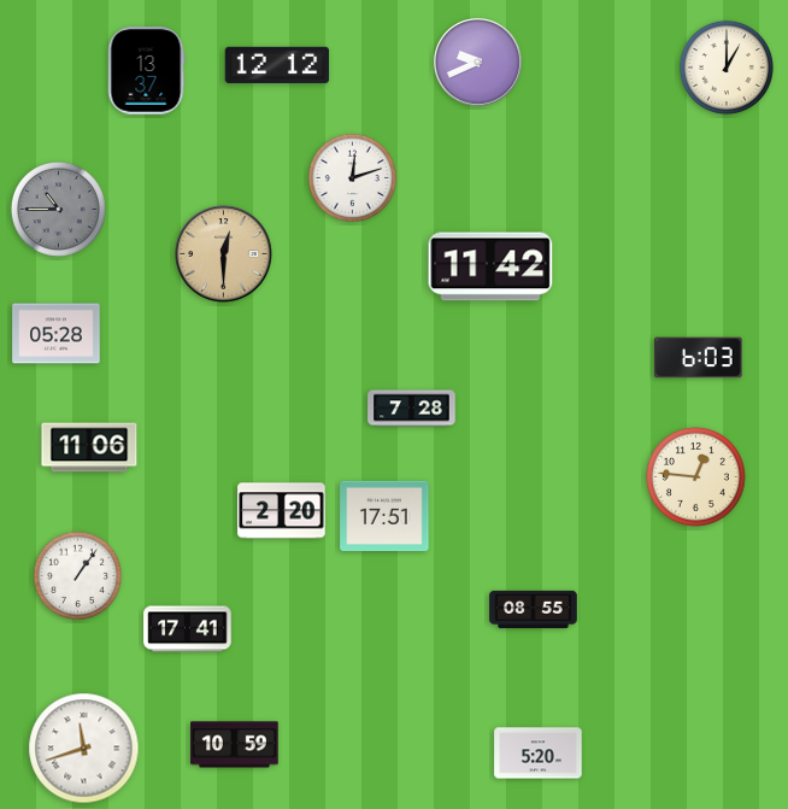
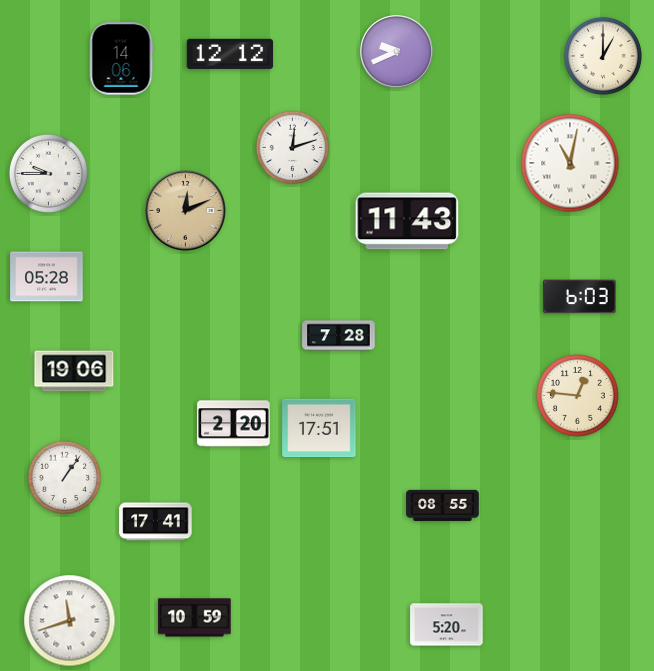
clock at (146, 71): 13:37 -> 14:06
clock at (570, 163): none -> 11:02
clock at (58, 209): 10:45 -> 9:45
clock at (58, 209) dial: grey -> white
clock at (224, 254): 12:30 -> 12:11
clock at (490, 266): 11:42 -> 11:43
clock at (412, 409) position: (412, 409) -> (339, 336)
clock at (89, 447): 11:06 -> 19:06
